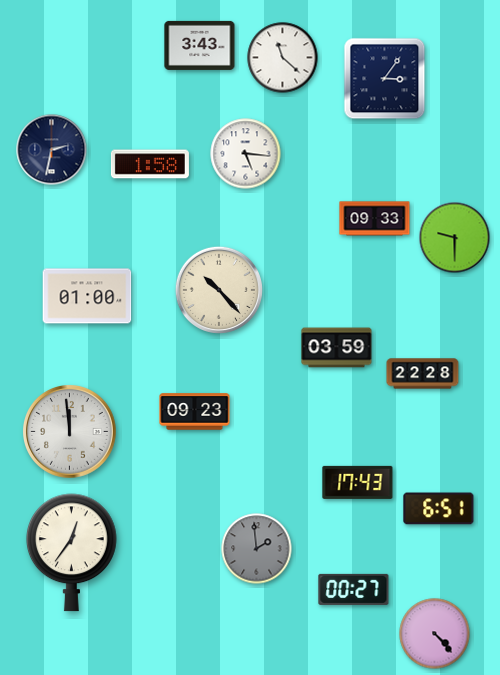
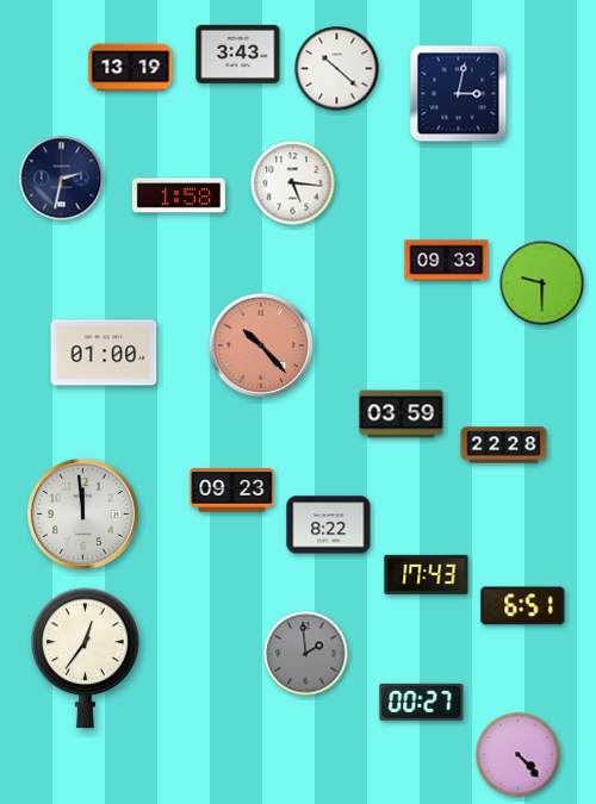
clock at (131, 68): none -> 13:19
clock at (283, 58): 11:22 -> 10:22
clock at (385, 79): 3:06 -> 3:02
clock at (219, 290) dial: cream -> salmon
clock at (329, 525): none -> 8:22
